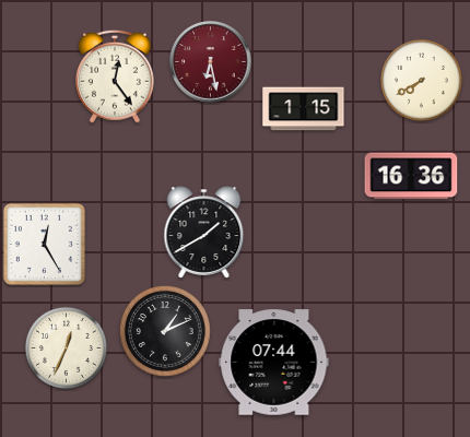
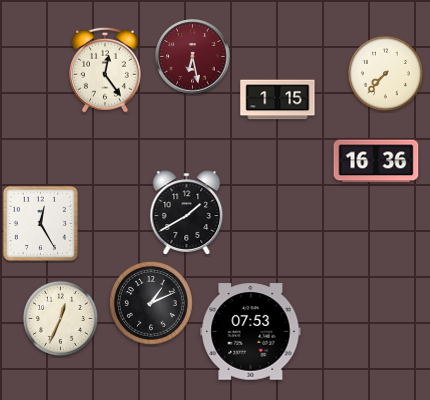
clock at (421, 80): 7:40 -> 7:37
clock at (274, 363): 07:44 -> 07:53
